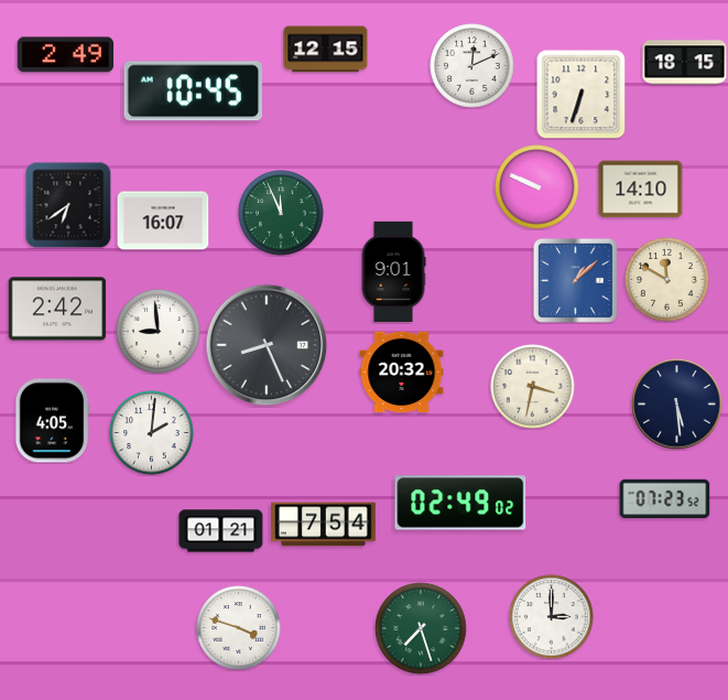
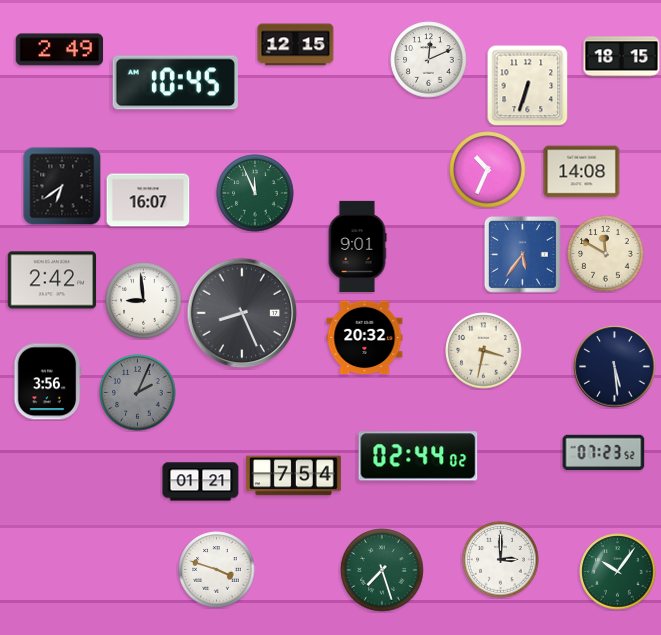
clock at (537, 187): 9:49 -> 10:34
clock at (641, 190): 14:10 -> 14:08
clock at (575, 280): 1:08 -> 5:36
clock at (53, 421): 4:05 -> 3:56
clock at (152, 433): 2:01 -> 2:04
clock at (152, 433) dial: white -> grey
clock at (460, 503): 02:49 -> 02:44
clock at (618, 572): none -> 10:06
